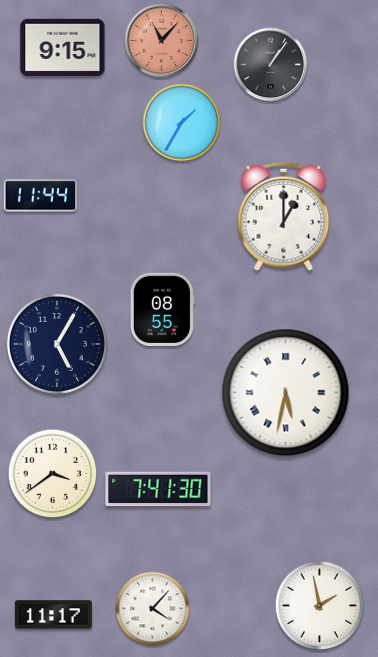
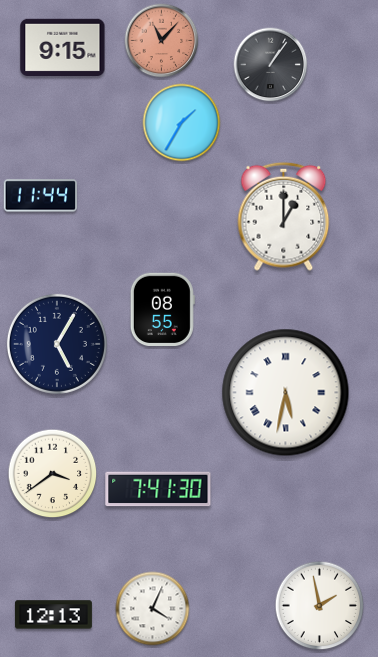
clock at (153, 609): 4:07 -> 4:04
clock at (53, 615): 11:17 -> 12:13
